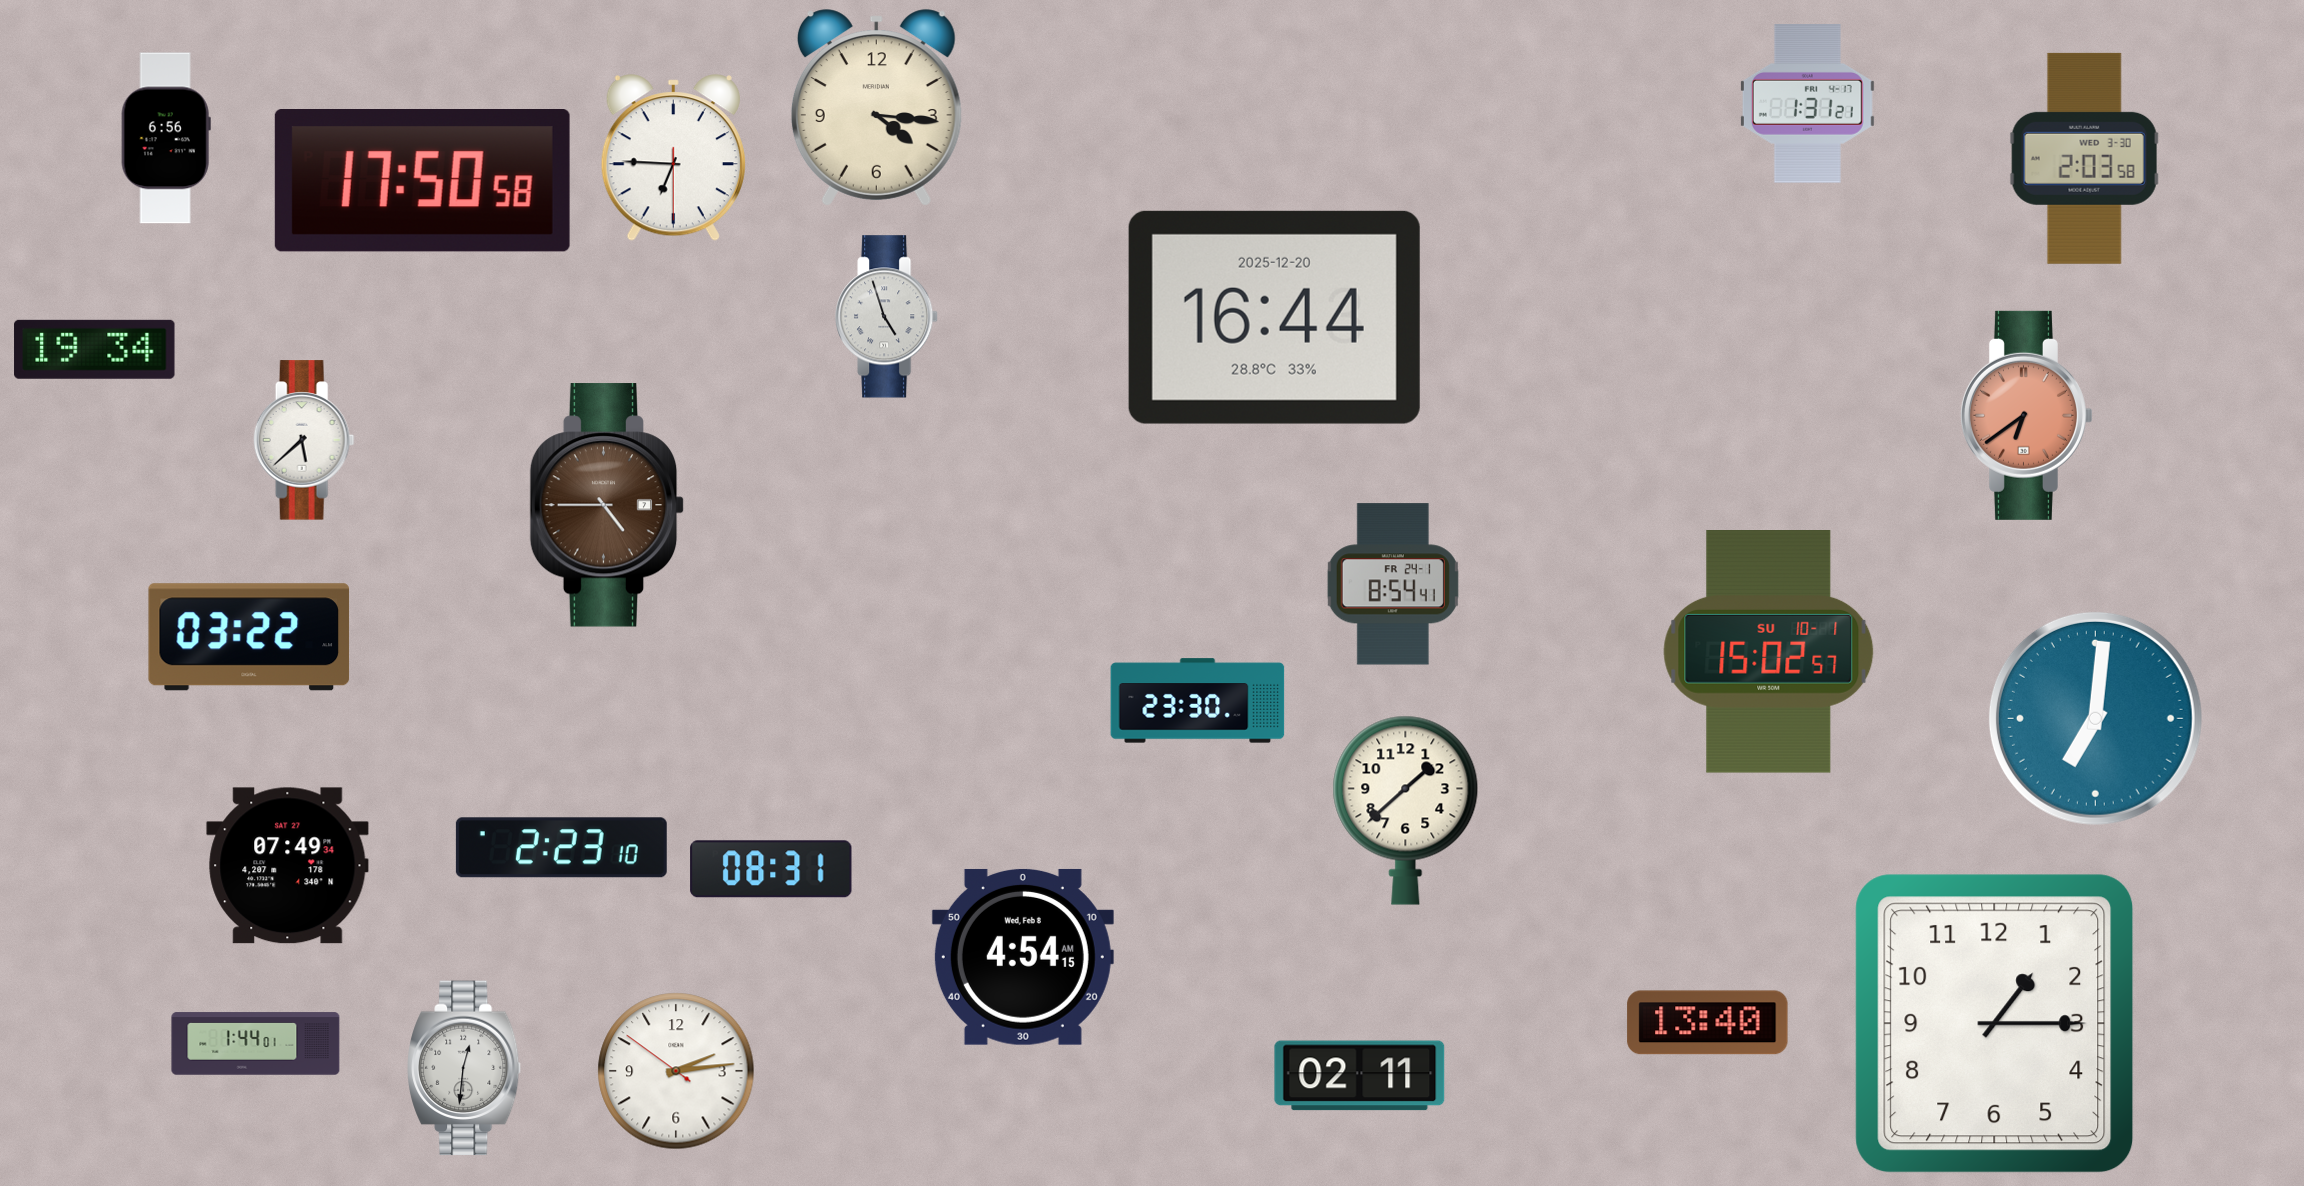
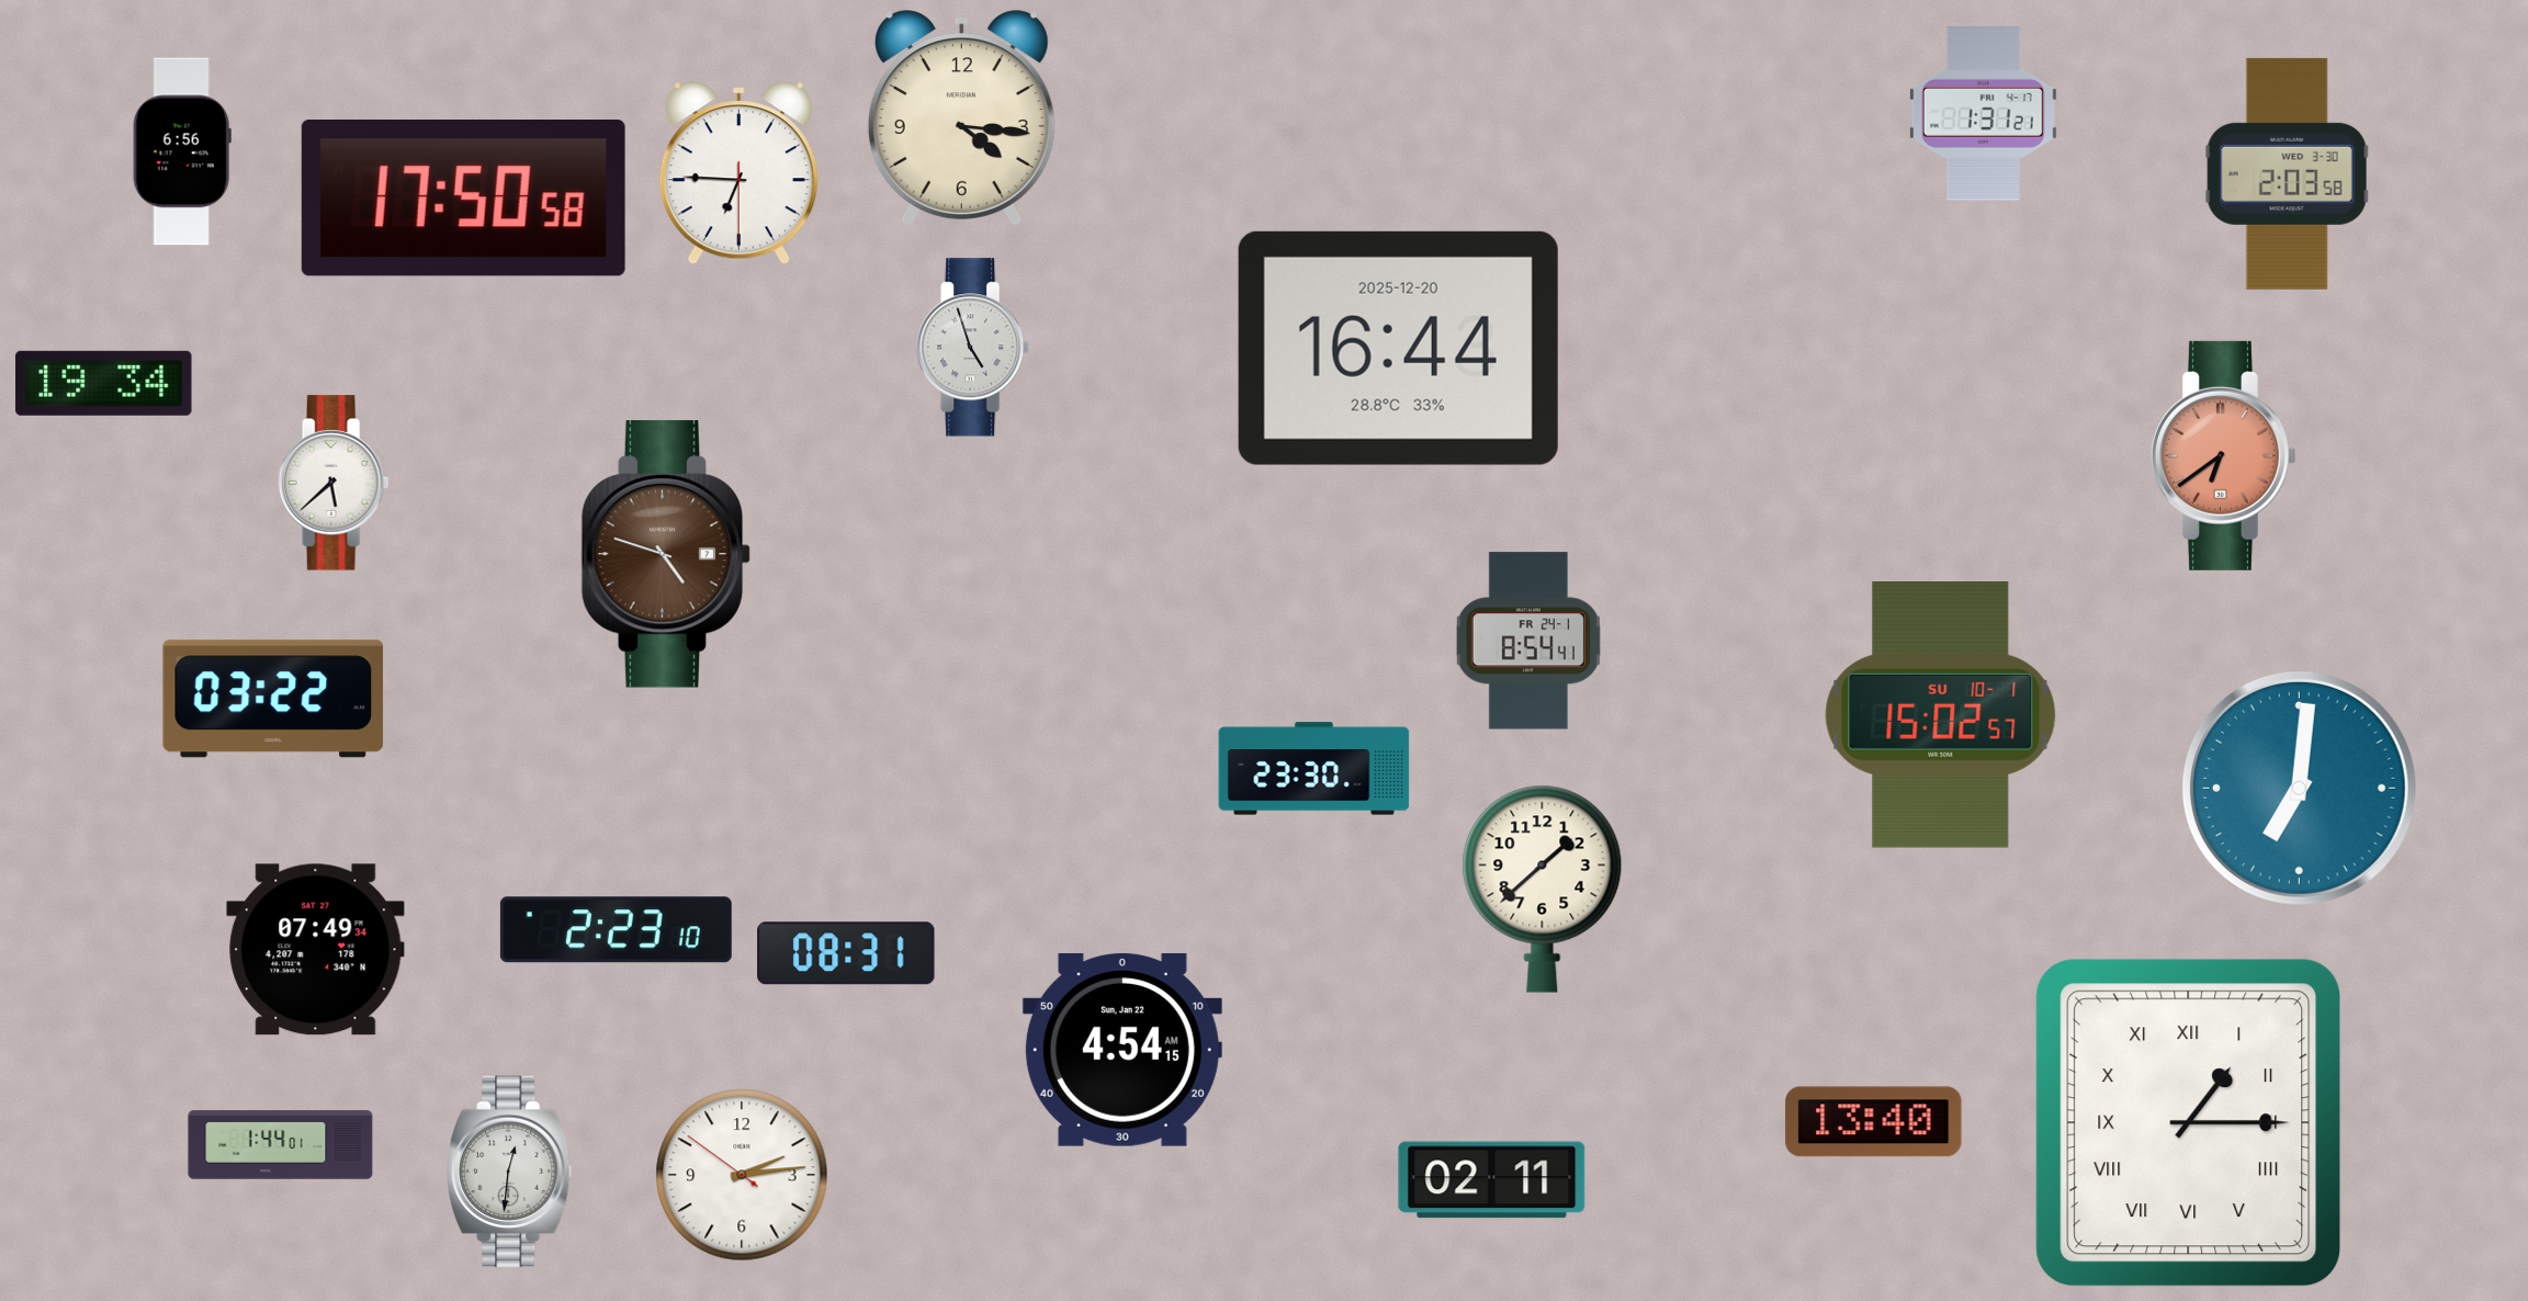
clock at (607, 505): 4:45 -> 4:48
clock at (1023, 957) date: Wed, Feb 8 -> Sun, Jan 22
clock at (1995, 1024) numerals: Arabic -> Roman
